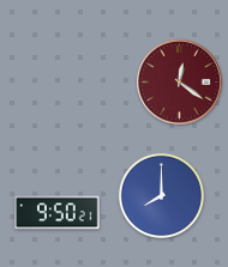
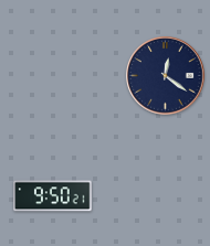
clock at (180, 83) dial: burgundy -> navy
clock at (161, 195): 8:00 -> none
